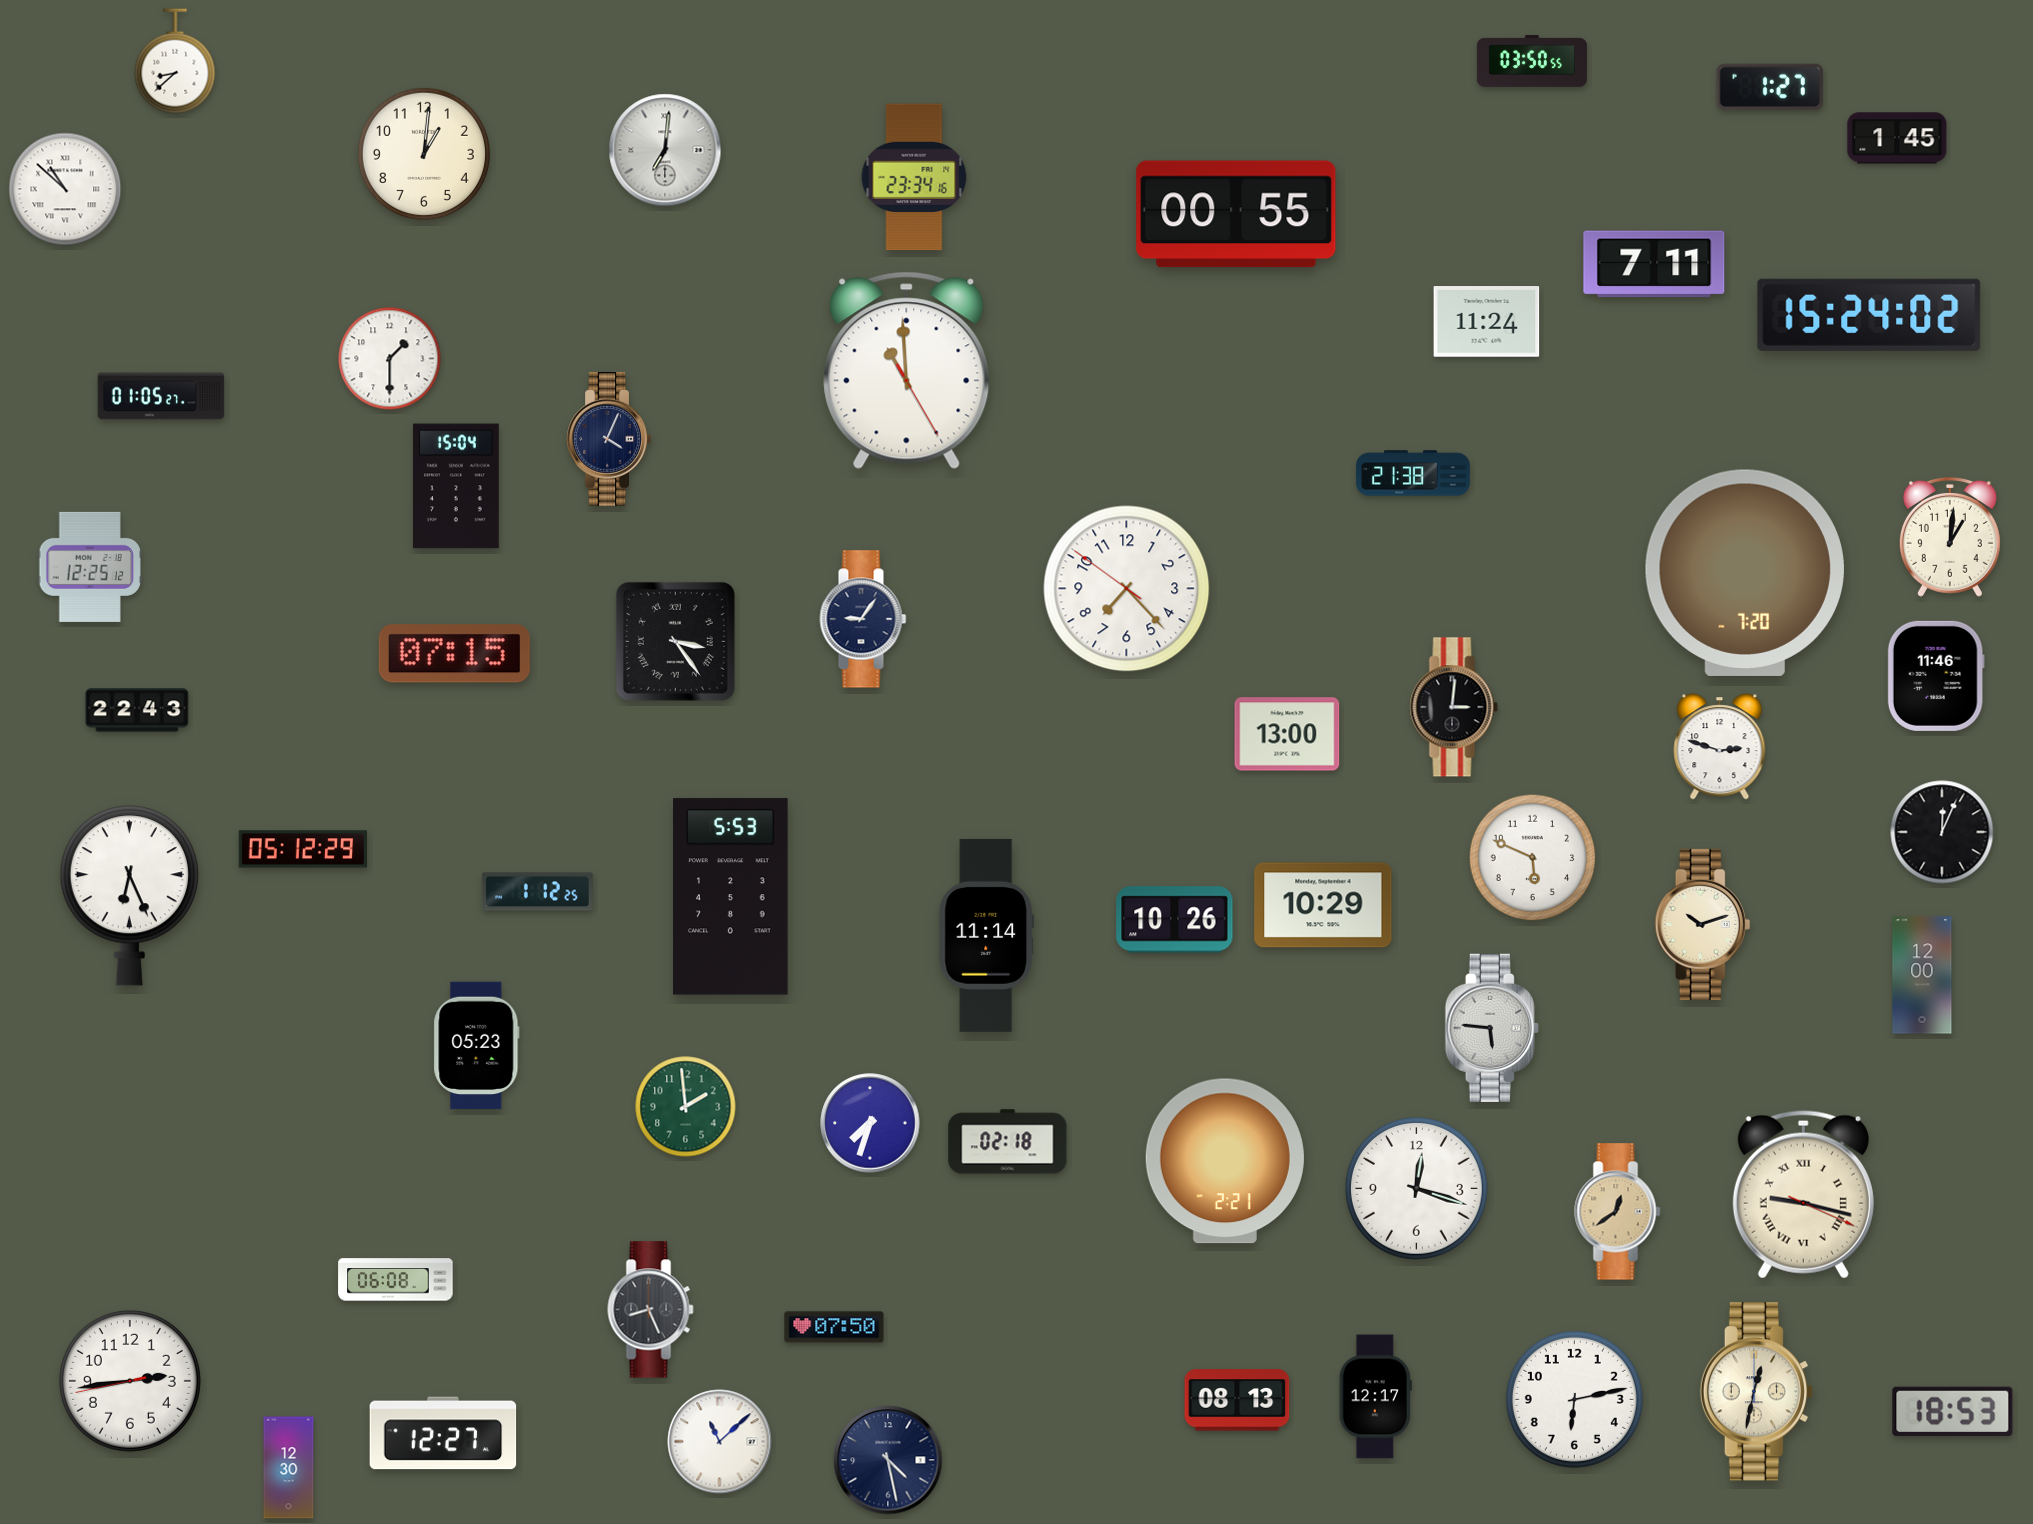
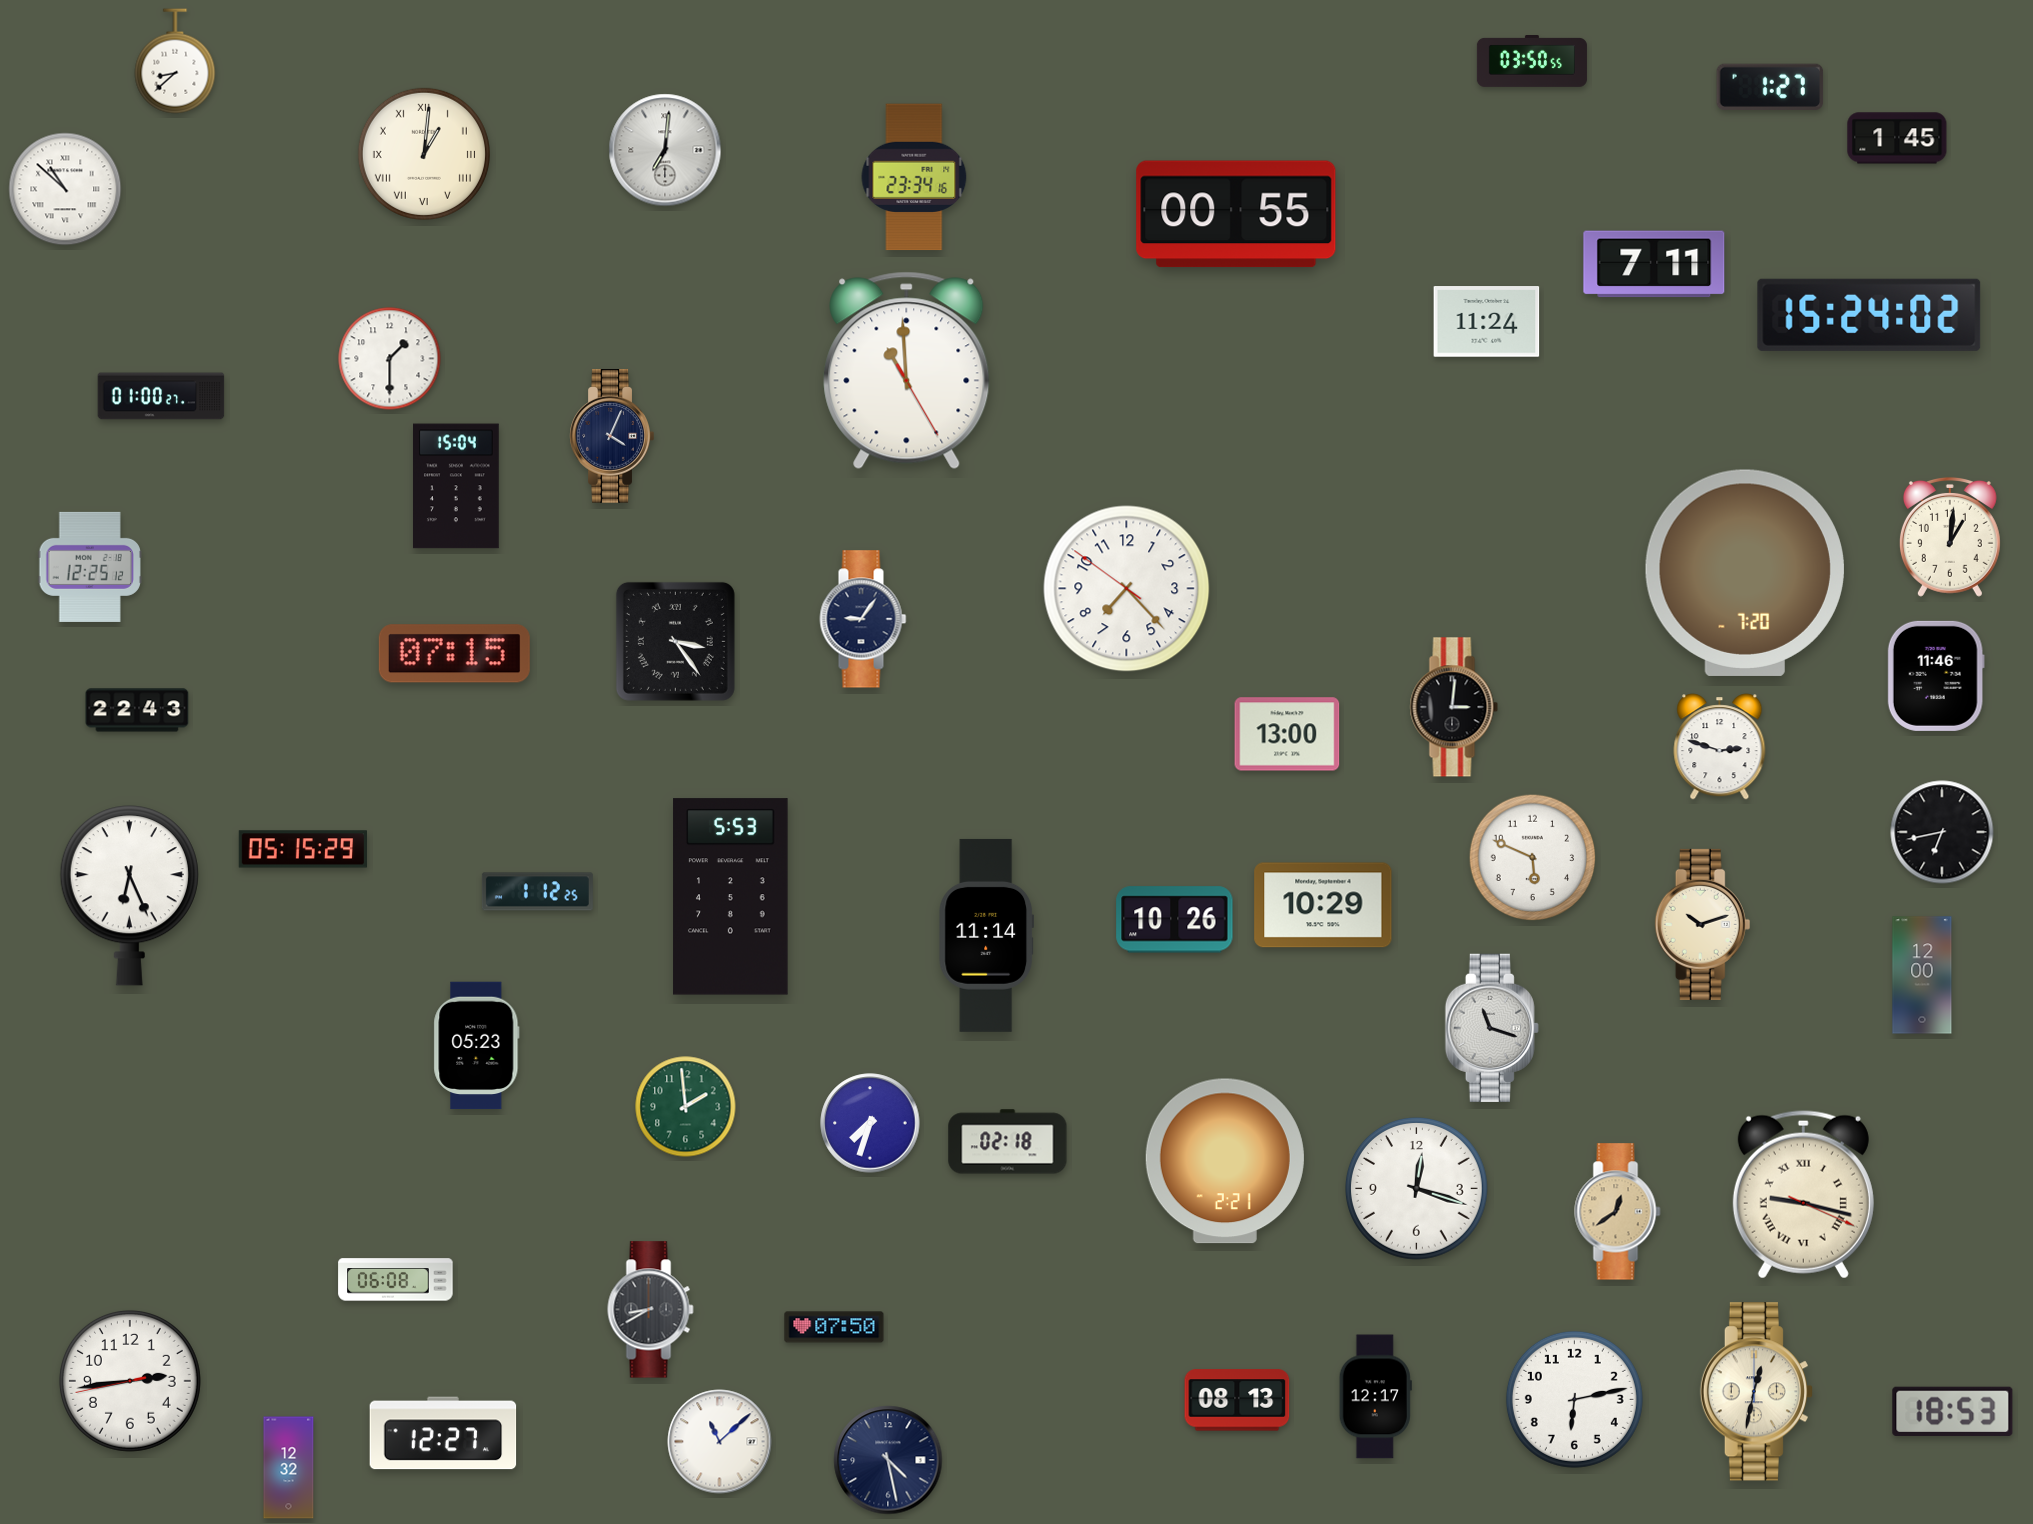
clock at (424, 154) numerals: Arabic -> Roman
clock at (161, 396): 01:05 -> 01:00
clock at (609, 439) position: (609, 439) -> (612, 436)
clock at (1413, 473): 21:38 -> none
clock at (1942, 832): 12:04 -> 6:43
clock at (302, 849): 05:12 -> 05:15
clock at (1492, 1027): 5:46 -> 11:18
clock at (651, 1310): 8:26 -> 8:40
clock at (289, 1468): 12:30 -> 12:32
